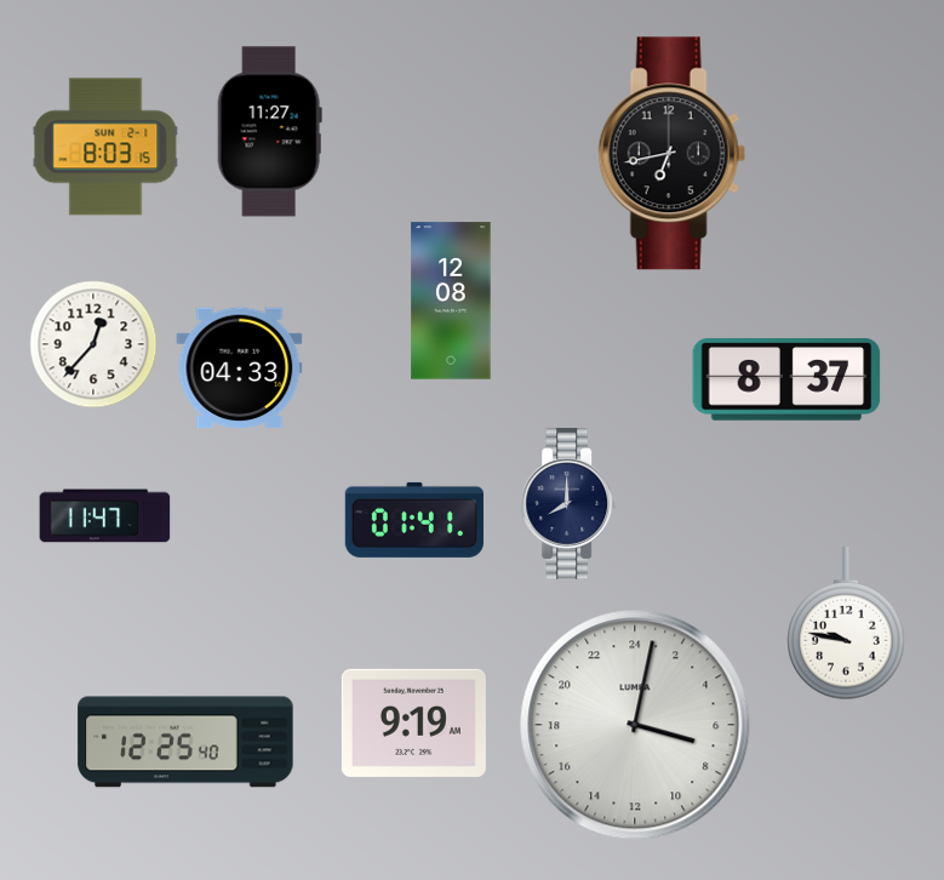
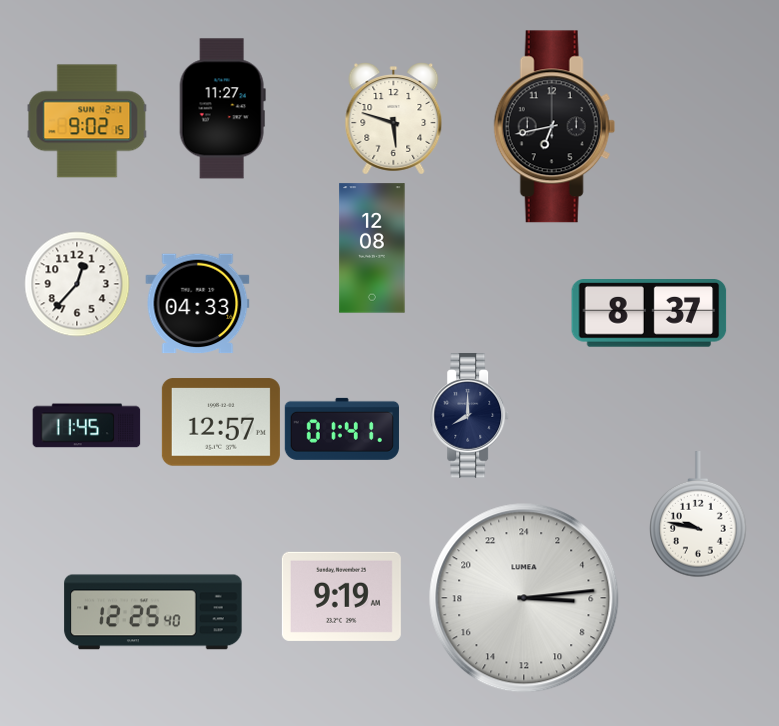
clock at (394, 119): none -> 5:48
clock at (105, 147): 8:03 -> 9:02
clock at (221, 422): none -> 12:57
clock at (105, 516): 11:47 -> 11:45
clock at (635, 725): 7:02 -> 6:14
